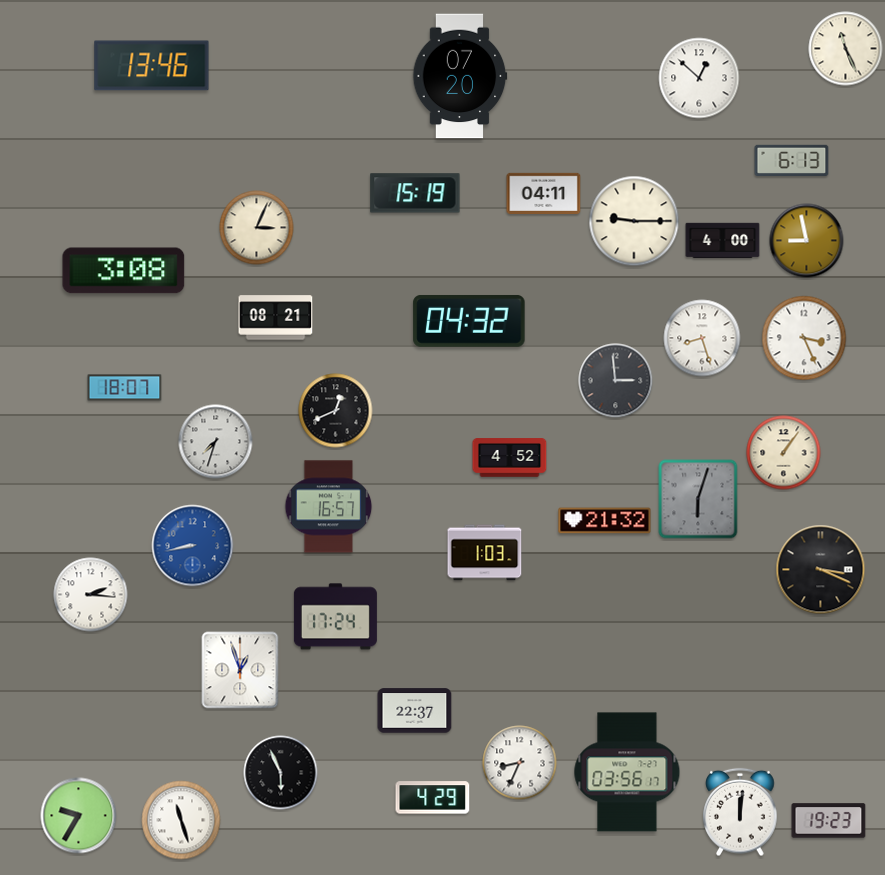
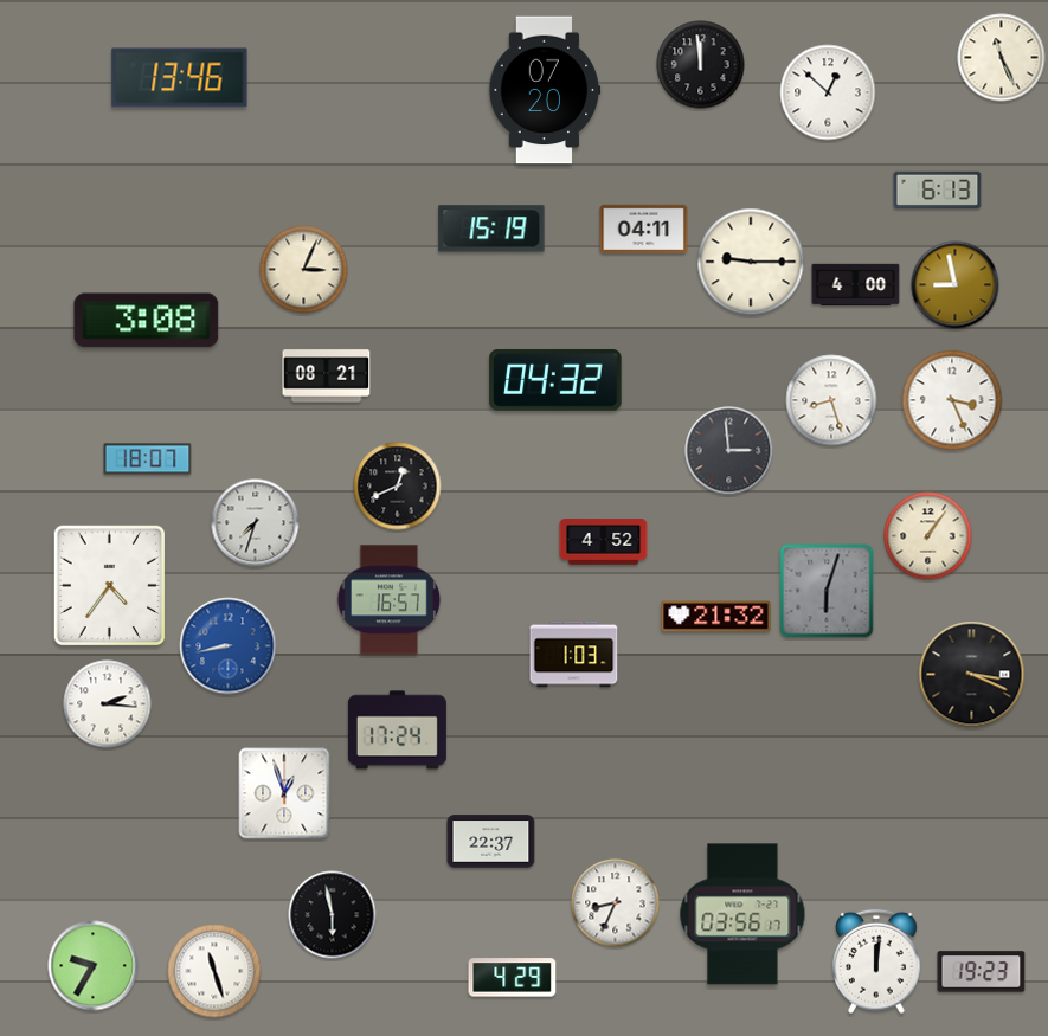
clock at (701, 65): none -> 11:59
clock at (110, 586): none -> 4:36
clock at (281, 773): 5:56 -> 5:58
clock at (433, 798) position: (433, 798) -> (513, 978)
